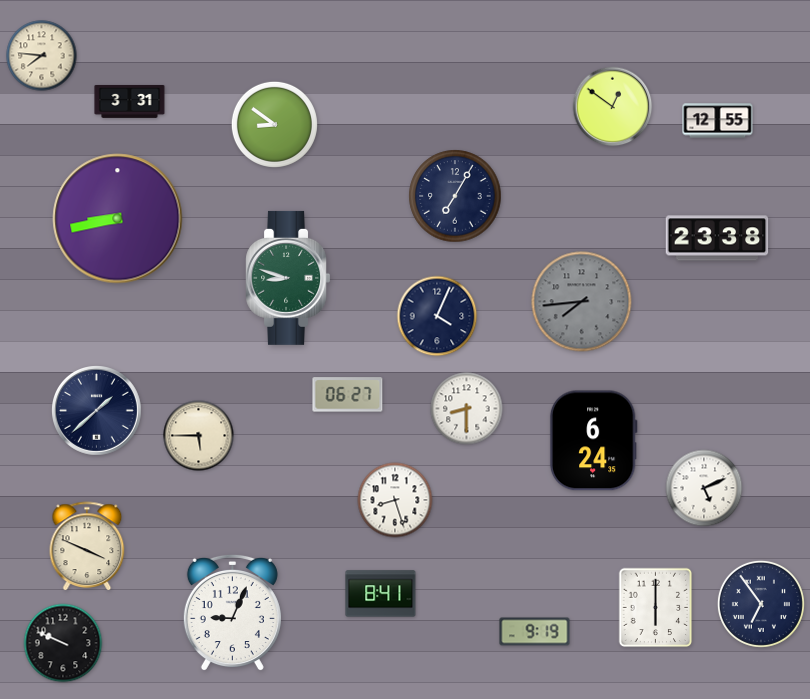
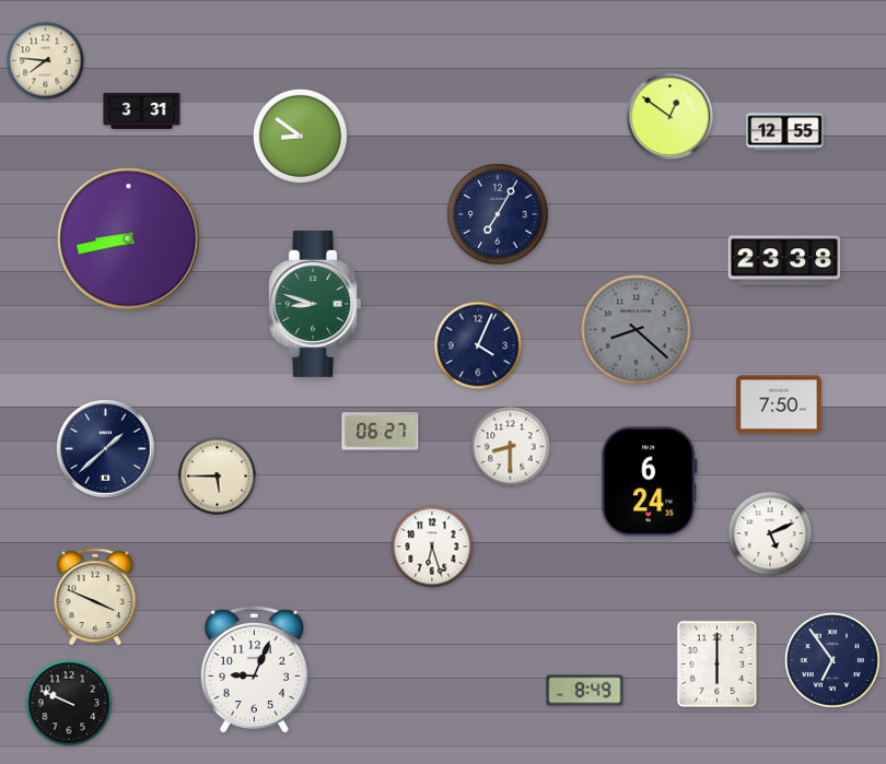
clock at (582, 302): 7:44 -> 8:22
clock at (779, 404): none -> 7:50
clock at (395, 500): 8:27 -> 6:27
clock at (381, 594): 8:41 -> none
clock at (535, 632): 9:19 -> 8:49
